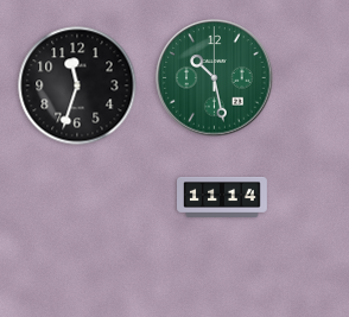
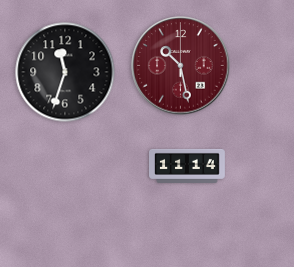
clock at (215, 78) dial: green -> burgundy
